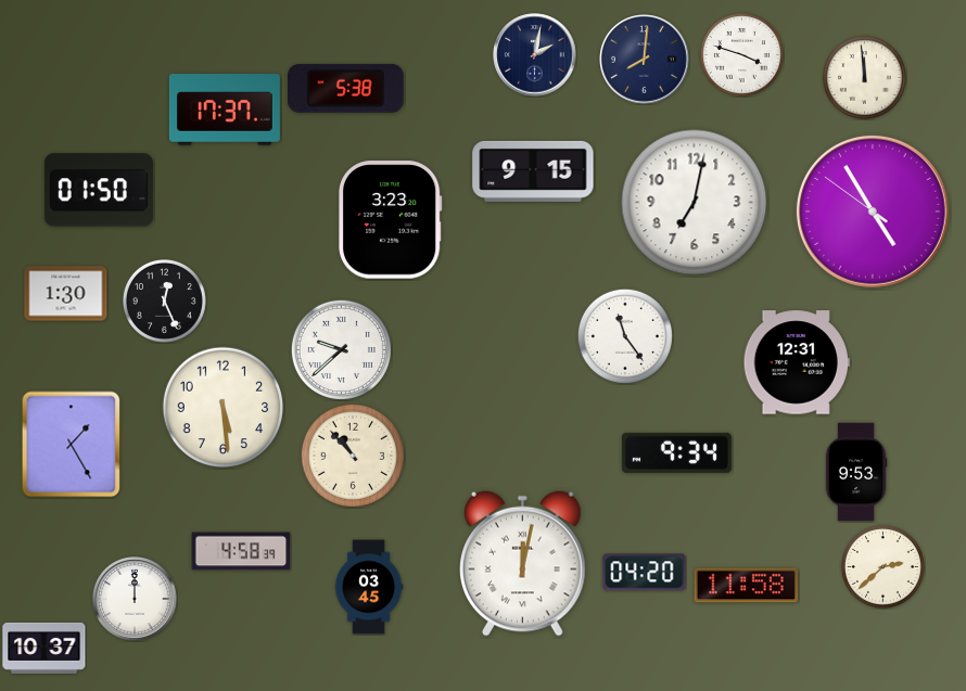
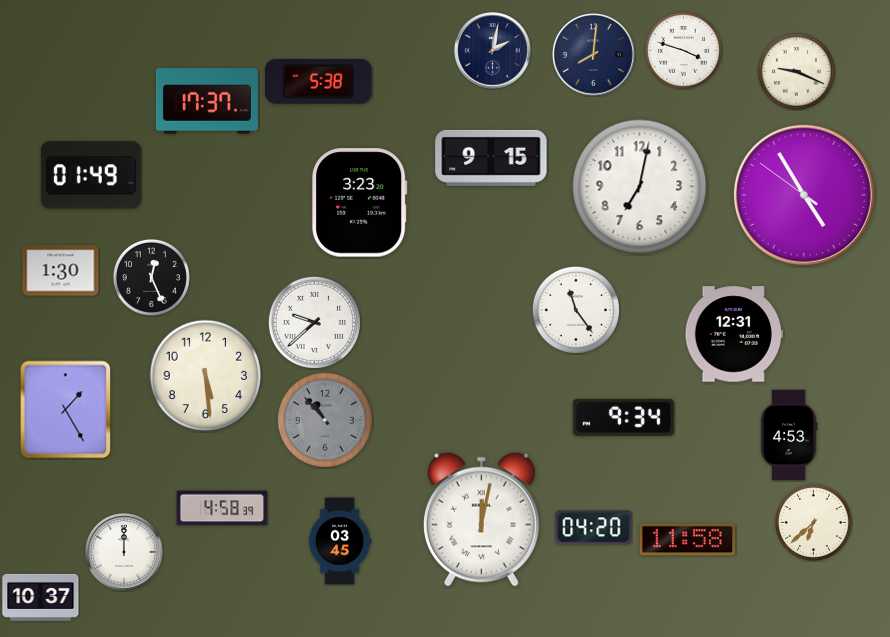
clock at (864, 77): 11:59 -> 9:19
clock at (99, 190): 01:50 -> 01:49
clock at (353, 456) dial: cream -> grey
clock at (856, 472): 9:53 -> 4:53
clock at (882, 566): 2:38 -> 6:38
